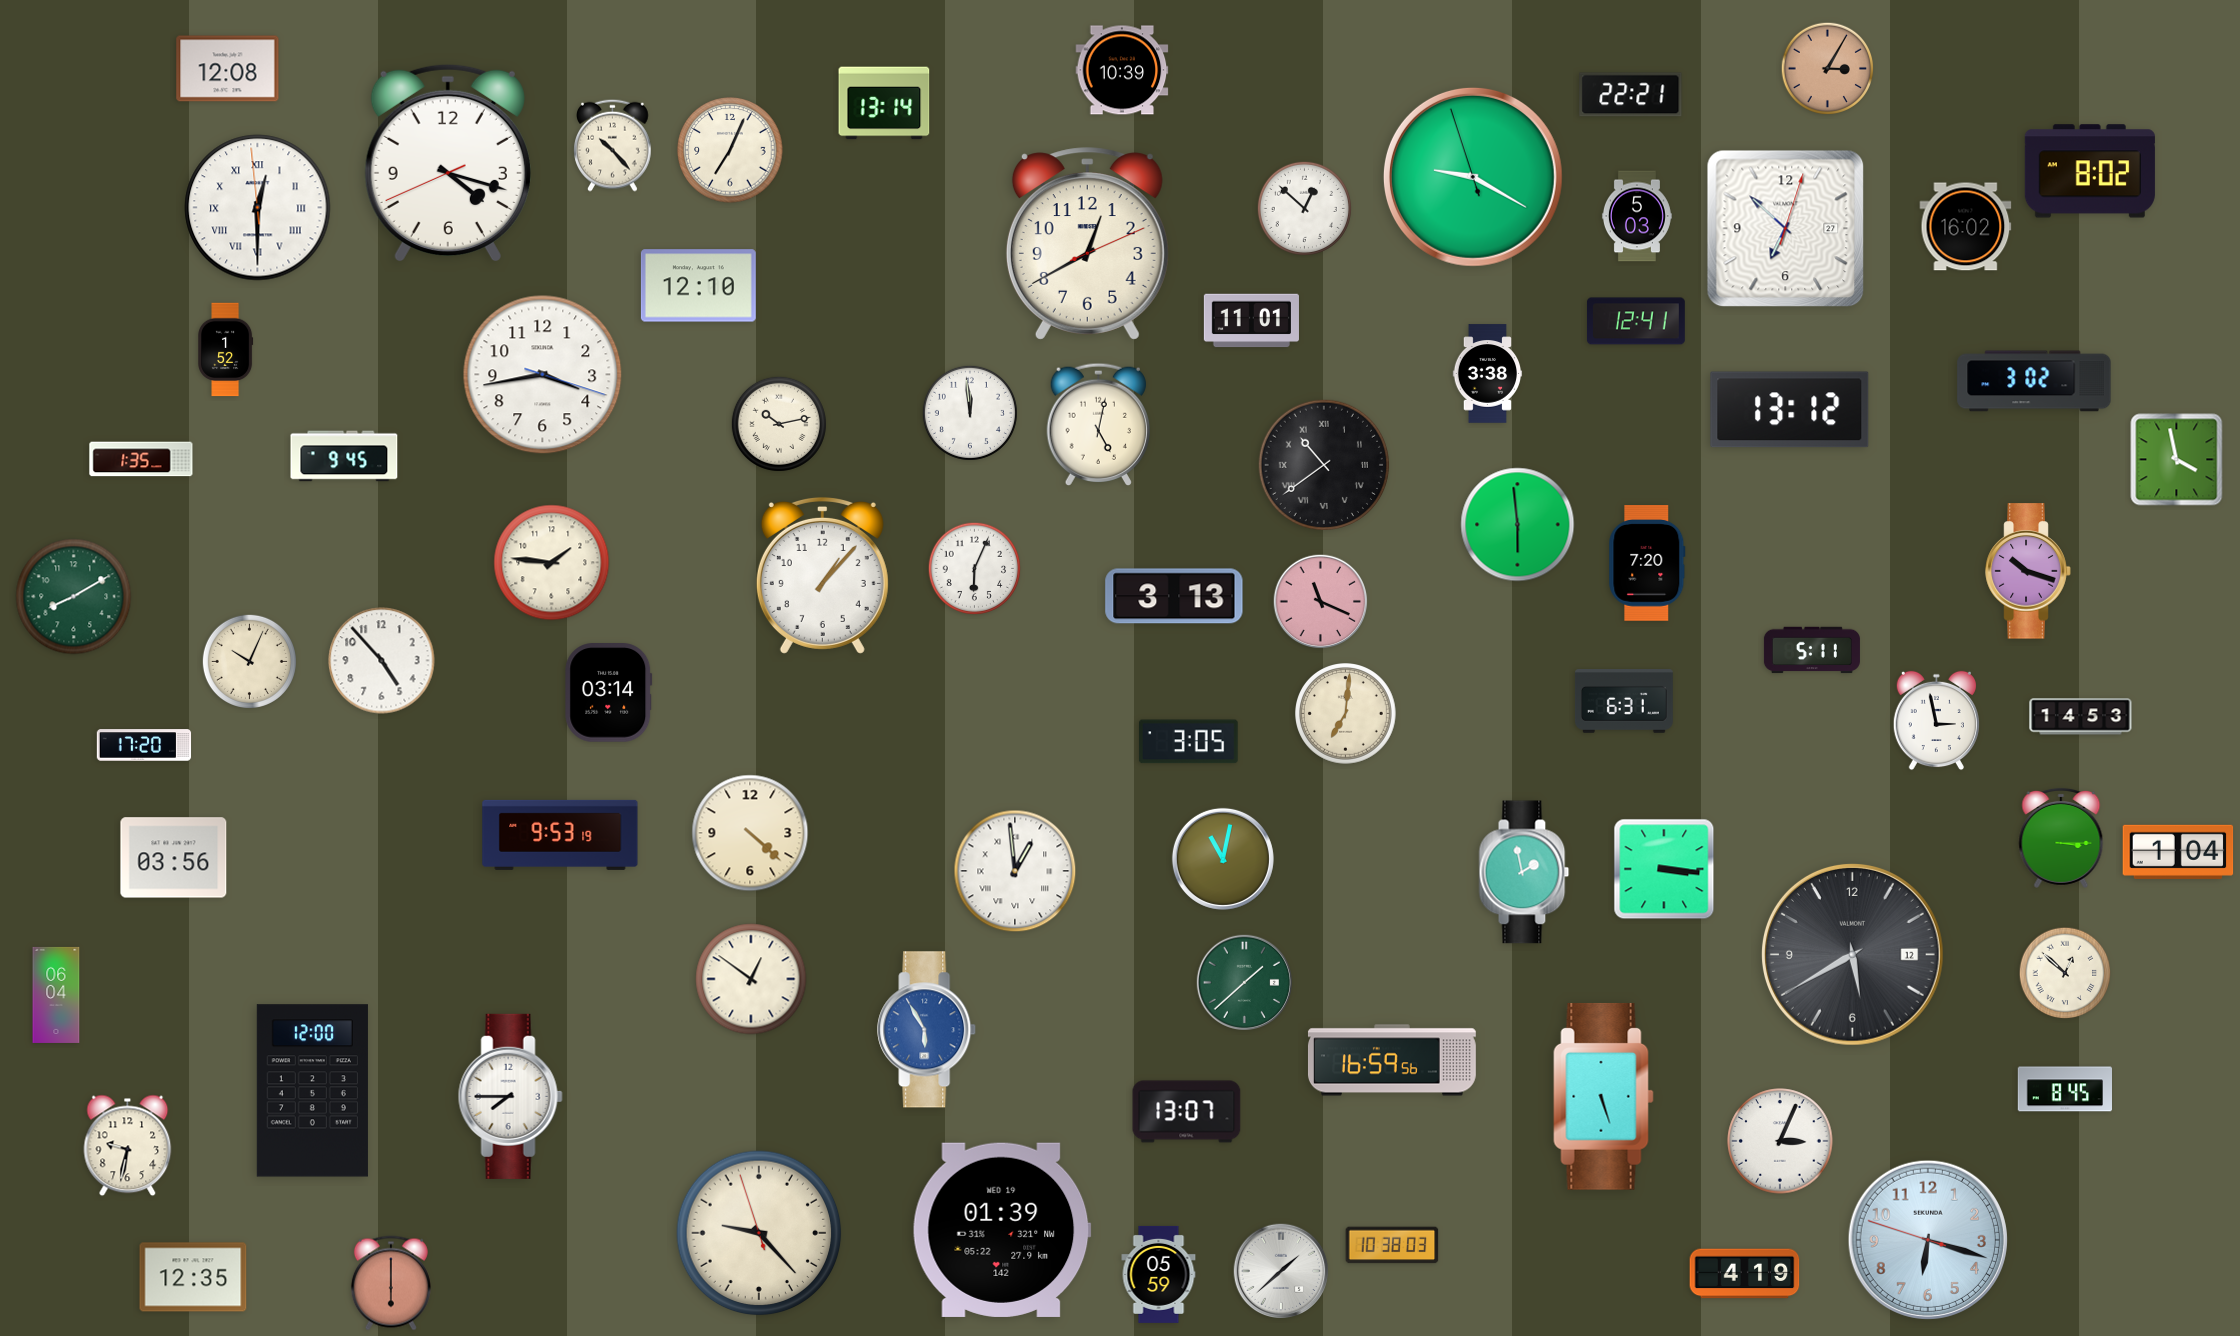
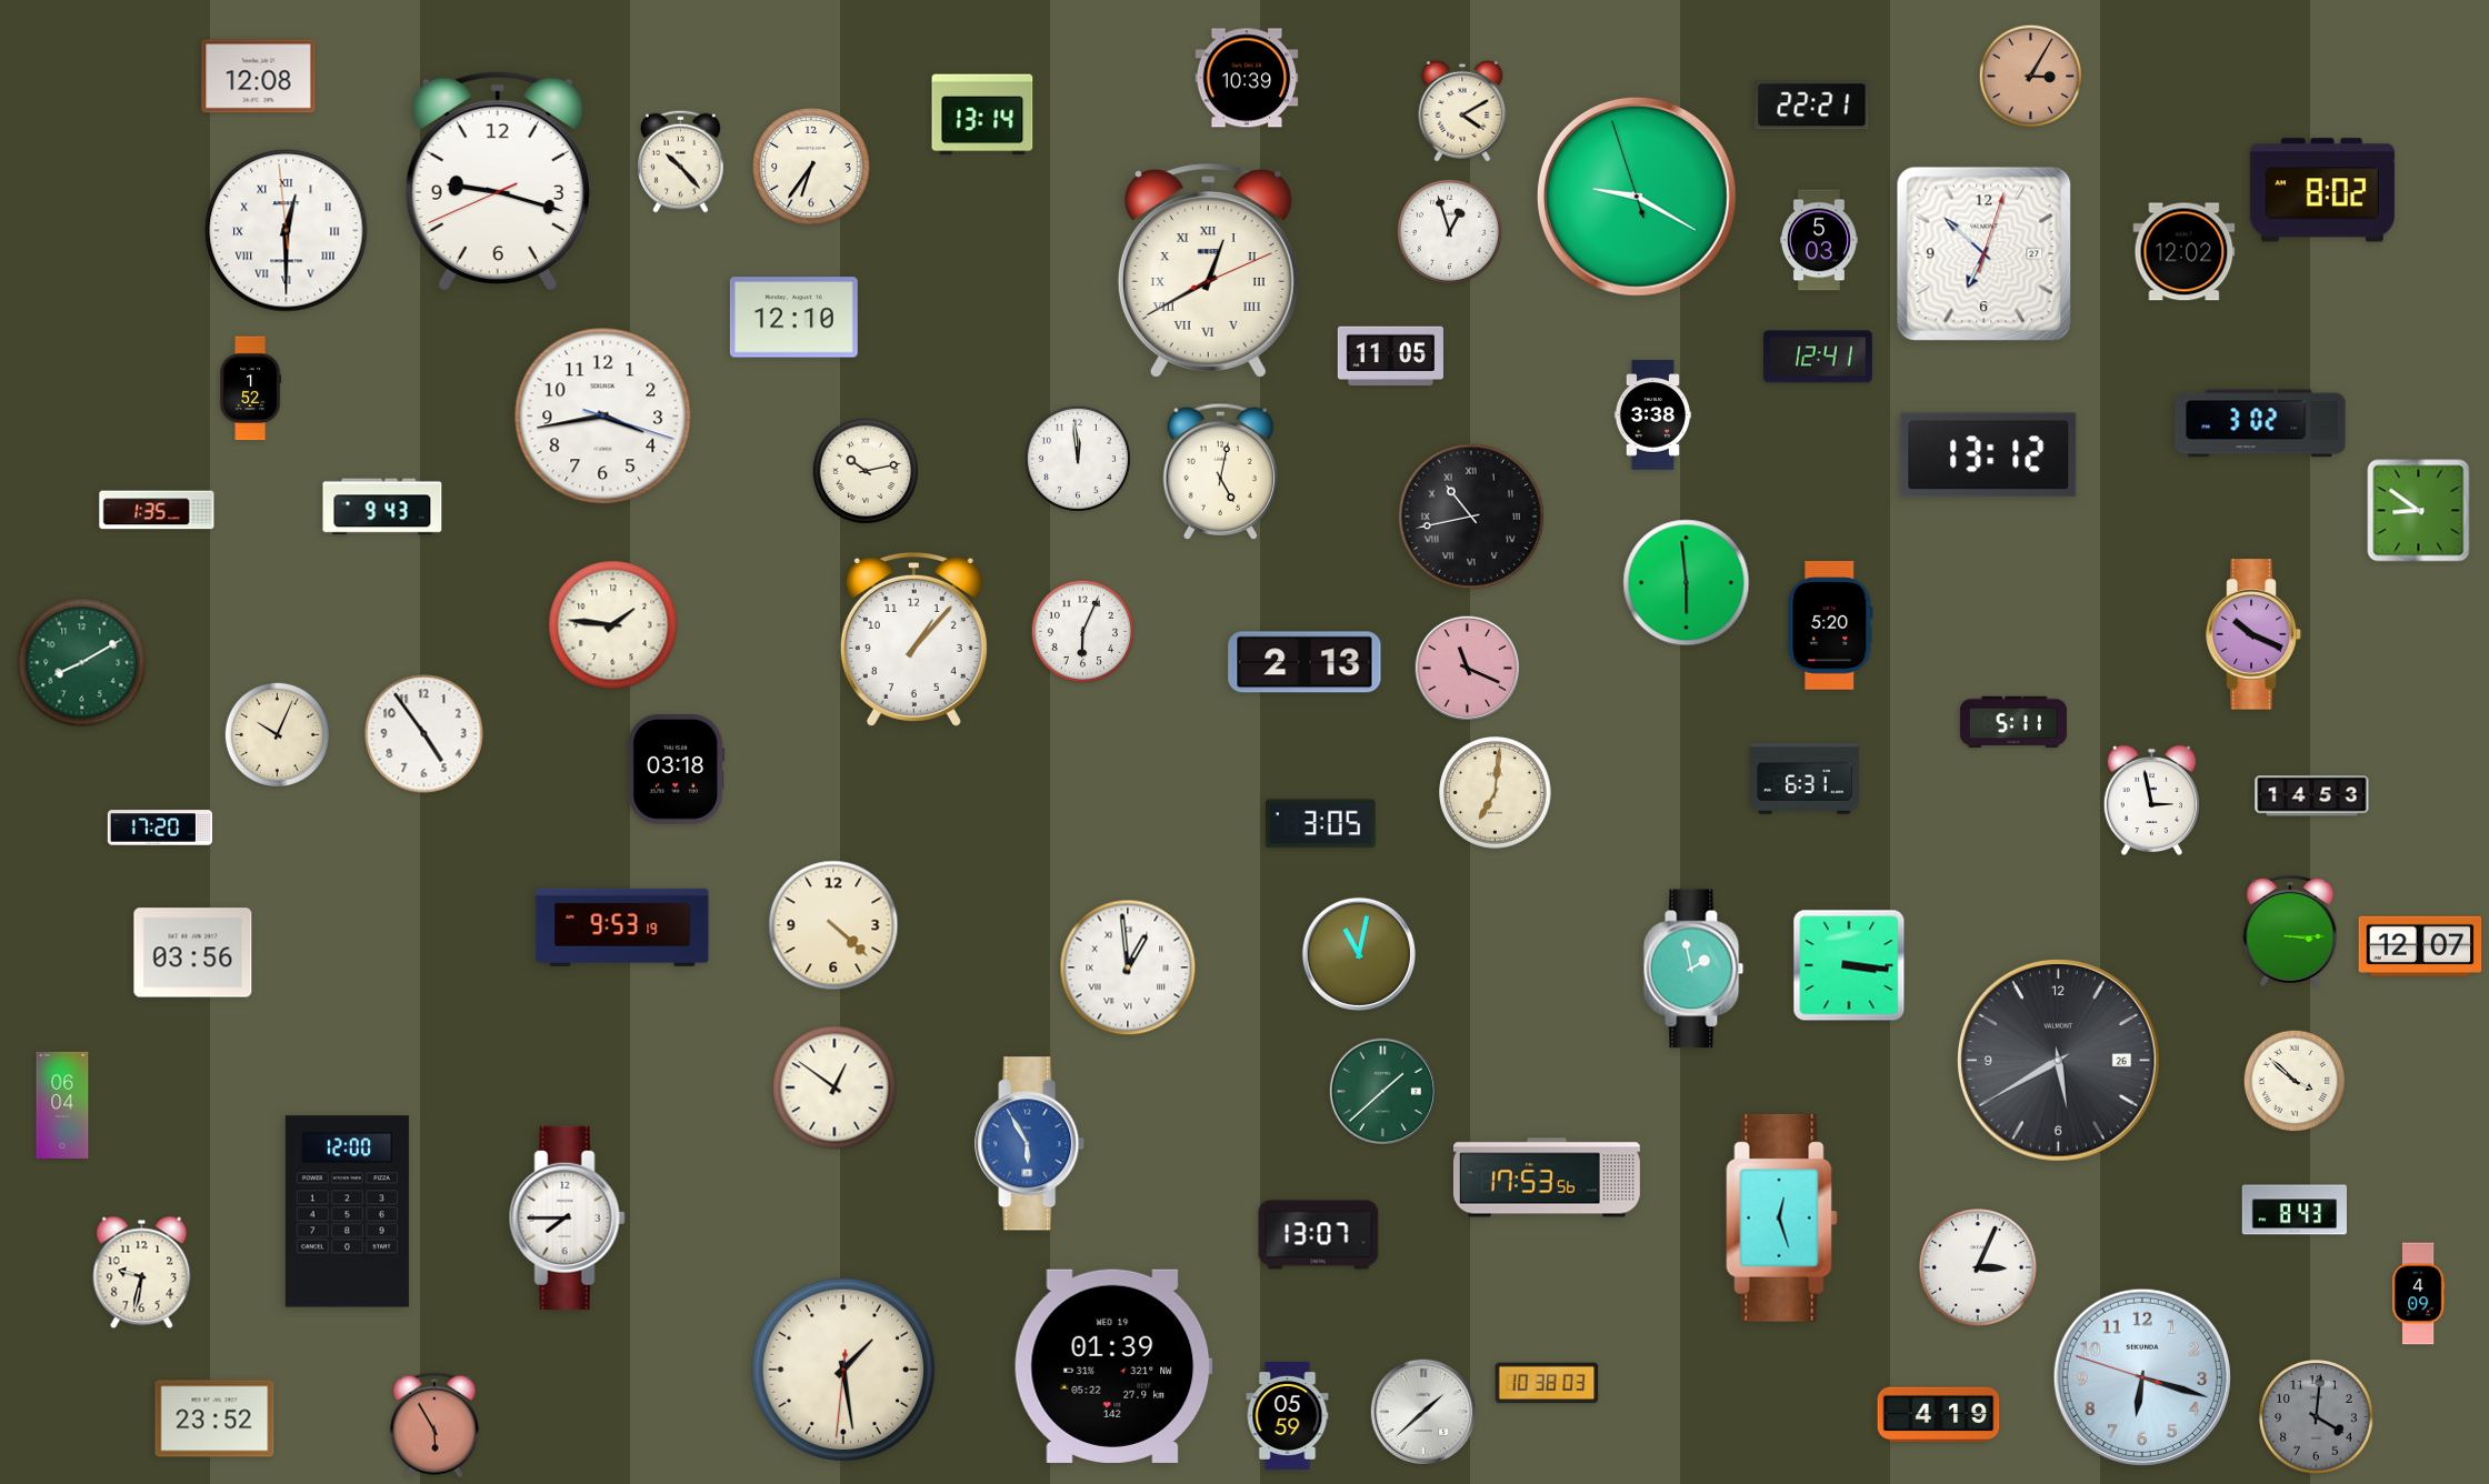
clock at (228, 69) position: (228, 69) -> (259, 77)
clock at (1462, 111): none -> 4:10
clock at (730, 150): 7:04 -> 6:36
clock at (448, 162): 4:17 -> 9:17
clock at (1304, 208): 12:52 -> 12:57
clock at (1966, 227): 16:02 -> 12:02
clock at (1087, 244) numerals: Arabic -> Roman
clock at (698, 286) position: (698, 286) -> (793, 318)
clock at (1251, 321): 11:01 -> 11:05
clock at (344, 456): 9:45 -> 9:43
clock at (2177, 460): 3:58 -> 8:51
clock at (1324, 465): 10:39 -> 10:43
clock at (1647, 564): 7:20 -> 5:20
clock at (2028, 571): 10:18 -> 10:19
clock at (1174, 596): 3:13 -> 2:13
clock at (382, 661): 4:53 -> 4:54
clock at (609, 693): 03:14 -> 03:18
clock at (2178, 852): 1:04 -> 12:07
clock at (1852, 954) date: 12 -> 26
clock at (2065, 973): 12:52 -> 3:52
clock at (1392, 1060): 16:59 -> 17:53
clock at (2064, 1089): 8:45 -> 8:43
clock at (1604, 1096): 5:27 -> 12:27
clock at (2418, 1294): none -> 4:09
clock at (759, 1233): 9:22 -> 1:28
clock at (2317, 1417): none -> 4:01
clock at (193, 1277): 12:35 -> 23:52
clock at (391, 1283): 6:00 -> 5:55
